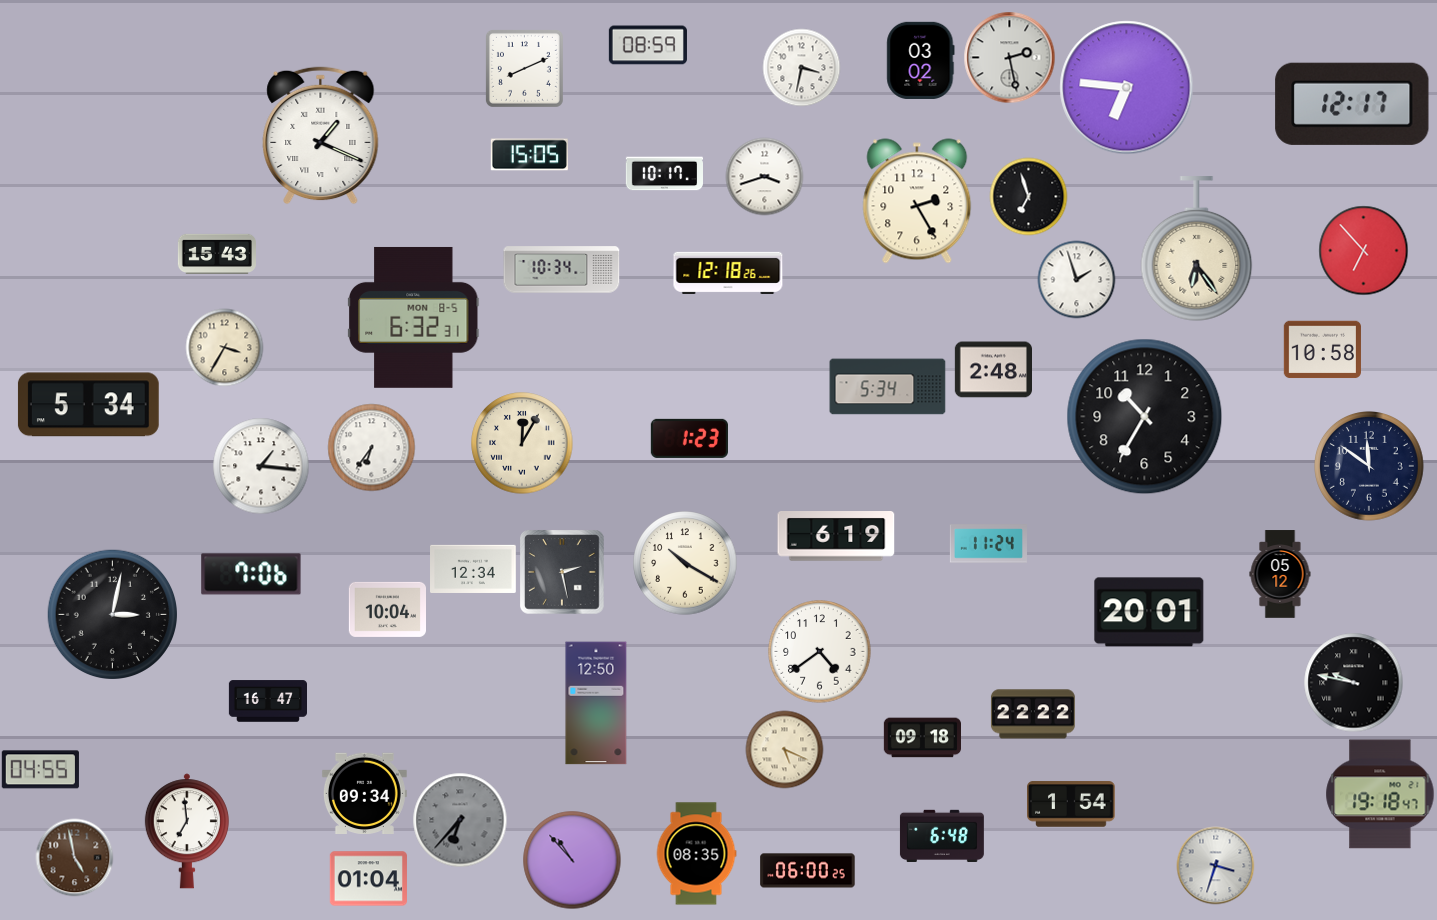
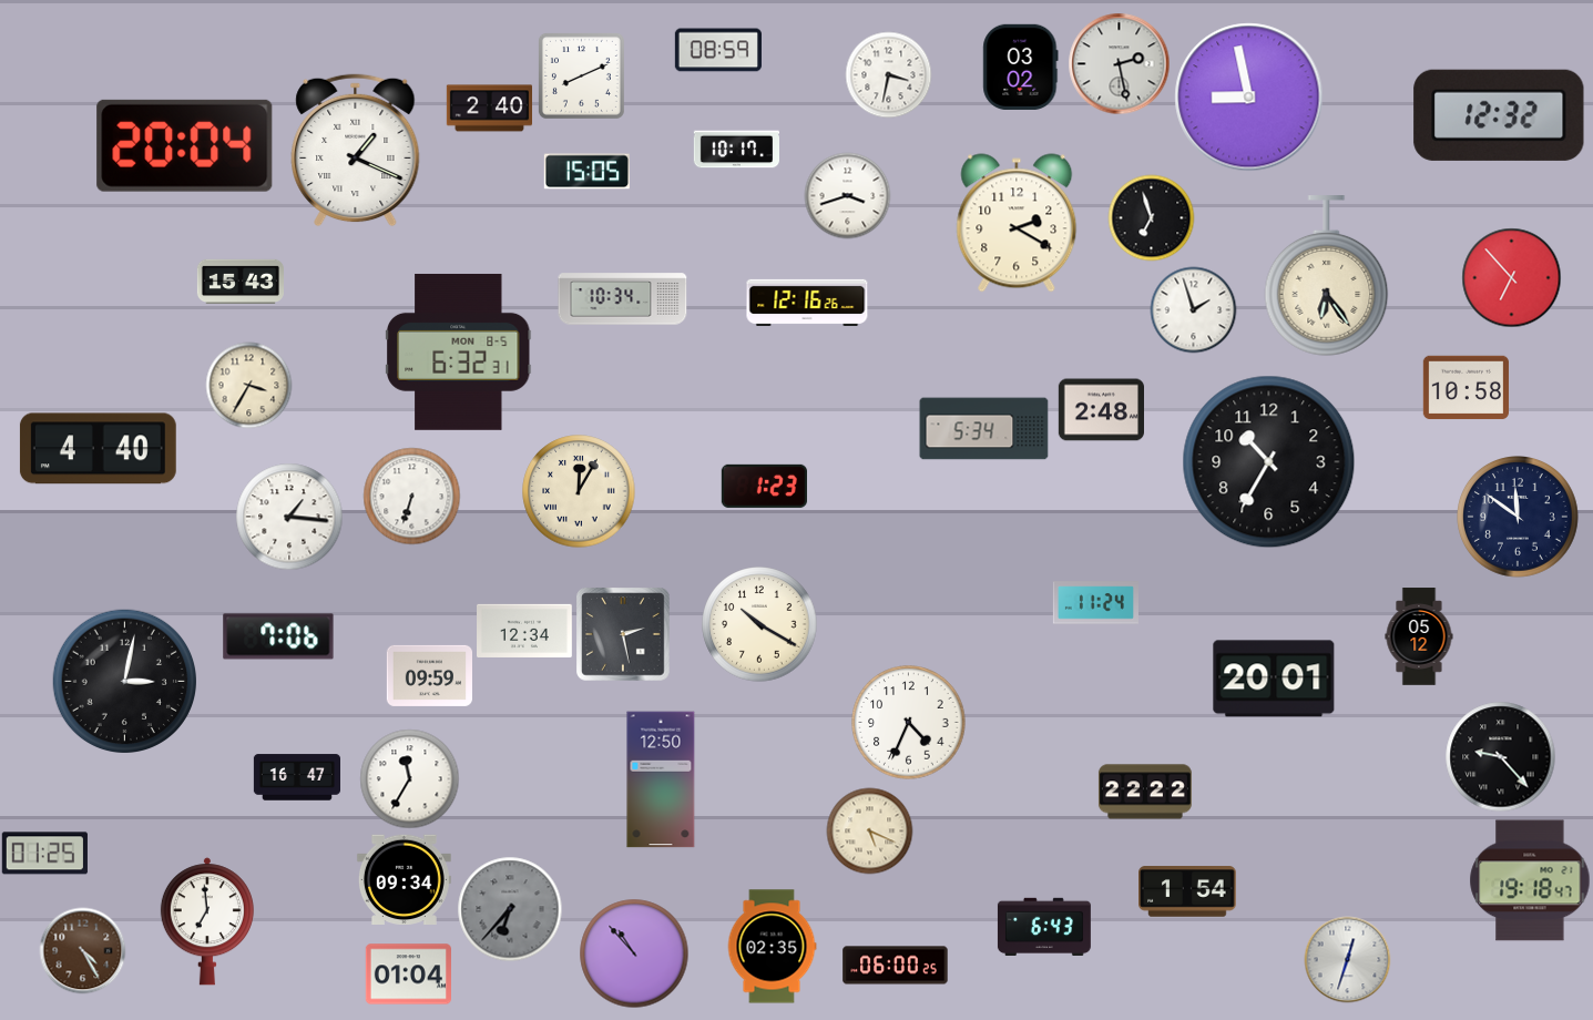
clock at (1127, 88): 6:46 -> 8:58
clock at (489, 109): none -> 2:40
clock at (1352, 104): 12:17 -> 12:32
clock at (185, 145): none -> 20:04
clock at (664, 174) position: (664, 174) -> (736, 150)
clock at (1028, 196) position: (1028, 196) -> (1151, 217)
clock at (917, 201): 2:25 -> 2:20
clock at (728, 273): 12:18 -> 12:16
clock at (88, 405): 5:34 -> 4:40
clock at (371, 447): 6:36 -> 6:33
clock at (836, 537): 6:19 -> none
clock at (387, 609): 10:04 -> 09:59
clock at (820, 652): 4:39 -> 4:34
clock at (1354, 683): 9:47 -> 9:23
clock at (409, 778): none -> 11:35
clock at (922, 738): 09:18 -> none
clock at (40, 770): 04:55 -> 01:25
clock at (942, 836): 6:48 -> 6:43
clock at (696, 854): 08:35 -> 02:35
clock at (74, 857): 4:58 -> 4:25
clock at (1215, 865): 3:33 -> 12:33
